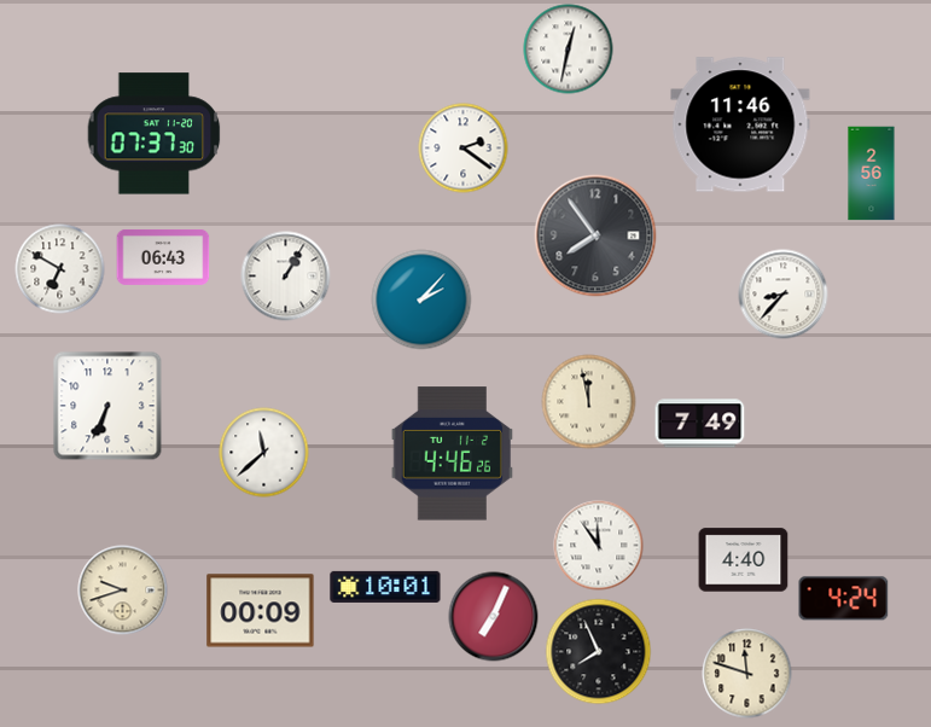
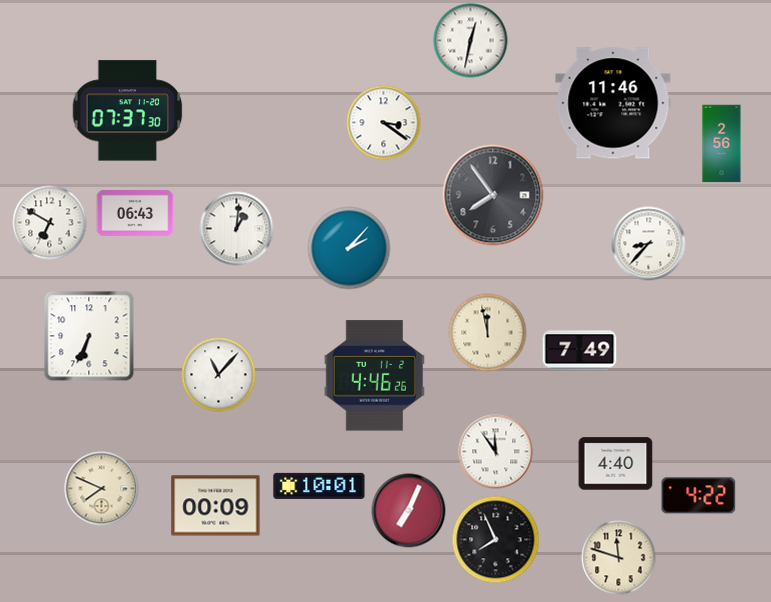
clock at (464, 149): 2:21 -> 3:21
clock at (286, 277): 1:05 -> 1:01
clock at (264, 453): 11:38 -> 11:07
clock at (123, 591): 9:42 -> 7:49
clock at (844, 599): 4:24 -> 4:22
